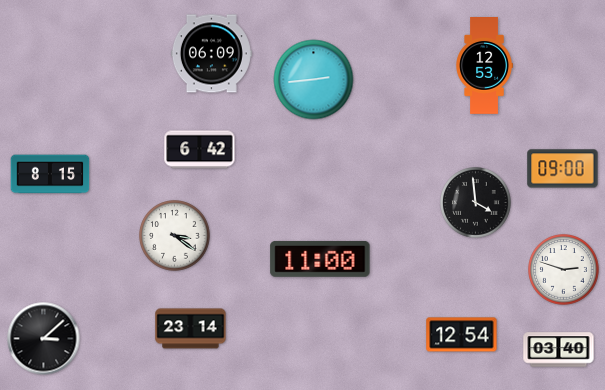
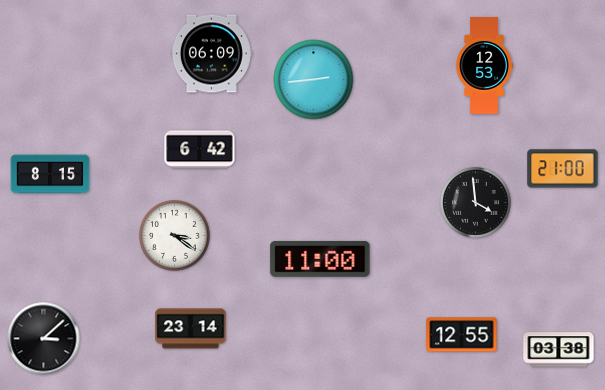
clock at (563, 169): 09:00 -> 21:00
clock at (564, 270): 2:48 -> none
clock at (462, 335): 12:54 -> 12:55
clock at (559, 350): 03:40 -> 03:38
